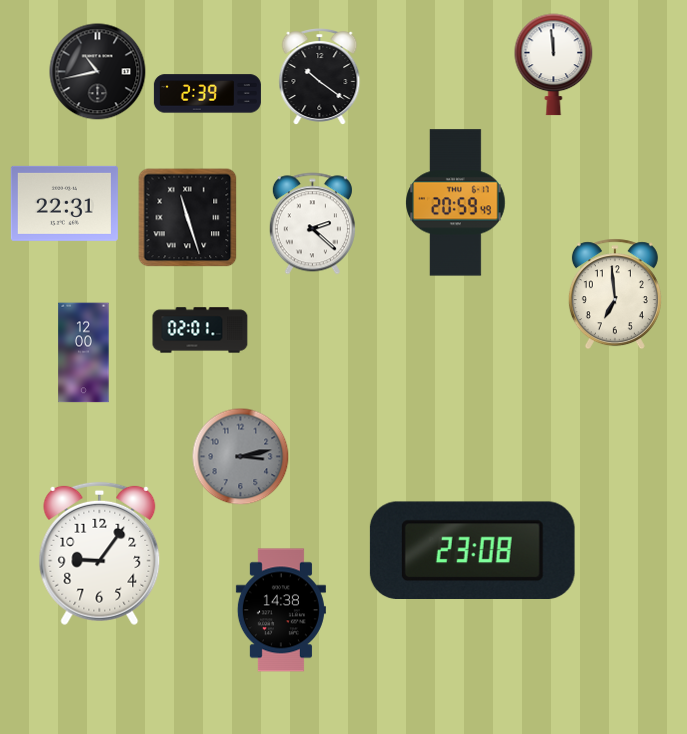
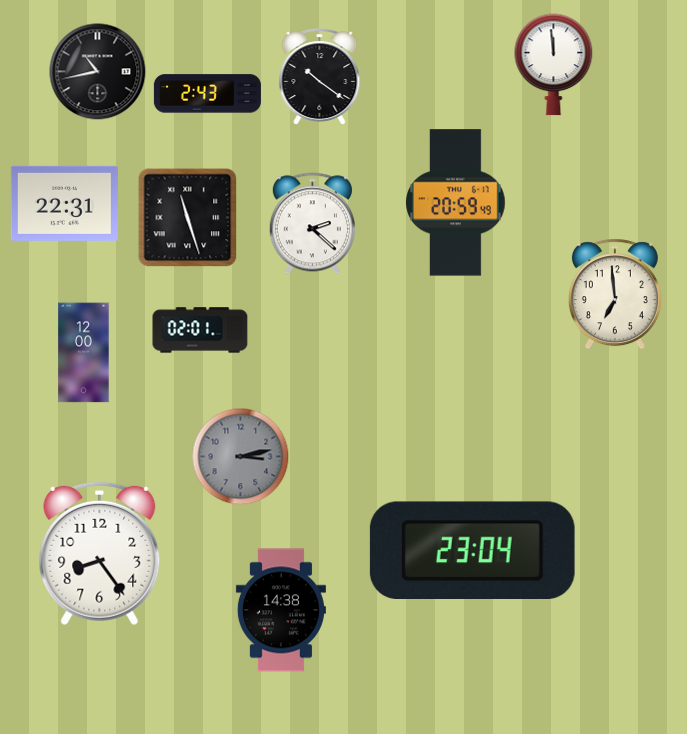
clock at (207, 94): 2:39 -> 2:43
clock at (472, 550): 23:08 -> 23:04
clock at (100, 554): 9:06 -> 8:24
